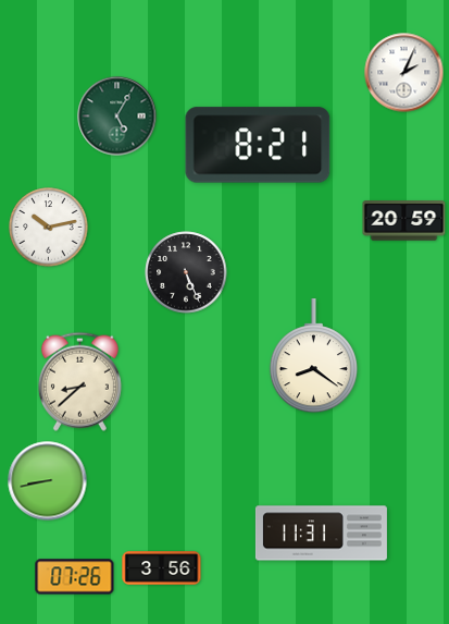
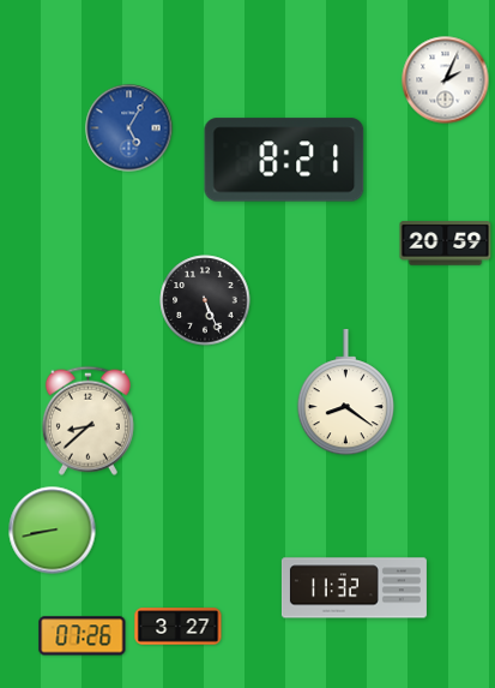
clock at (117, 117) dial: green -> blue
clock at (49, 228): 10:13 -> none
clock at (321, 534): 11:31 -> 11:32
clock at (162, 568): 3:56 -> 3:27
